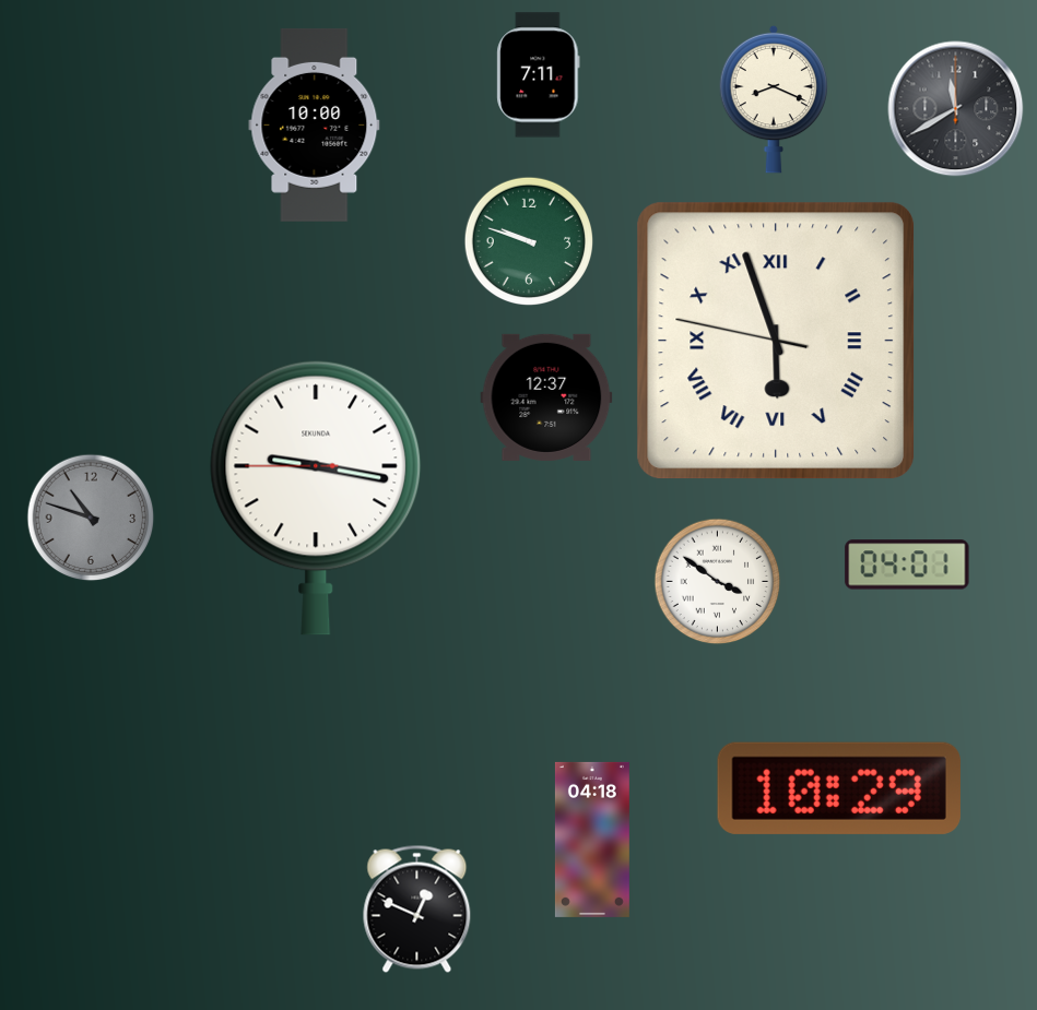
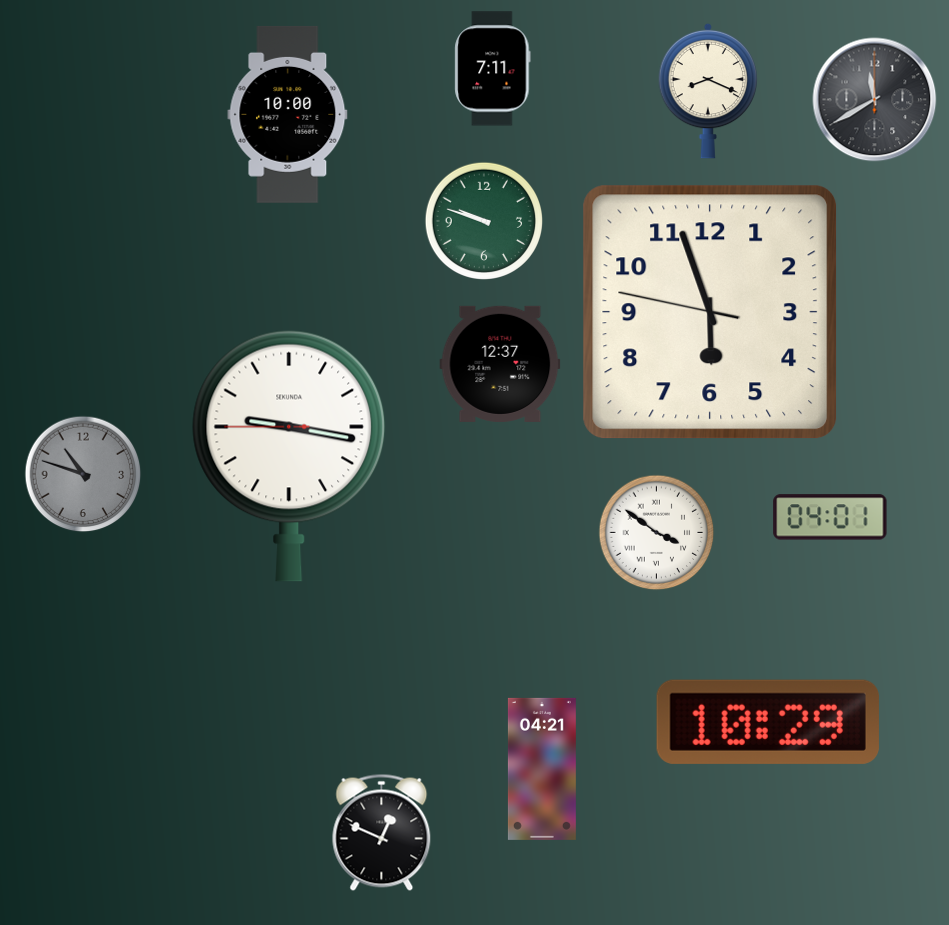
clock at (776, 341) numerals: Roman -> Arabic
clock at (592, 840): 04:18 -> 04:21
